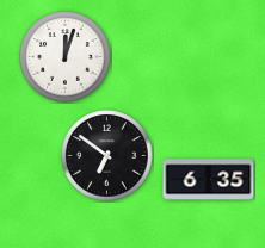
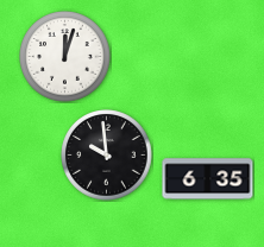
clock at (107, 156): 6:51 -> 9:59
